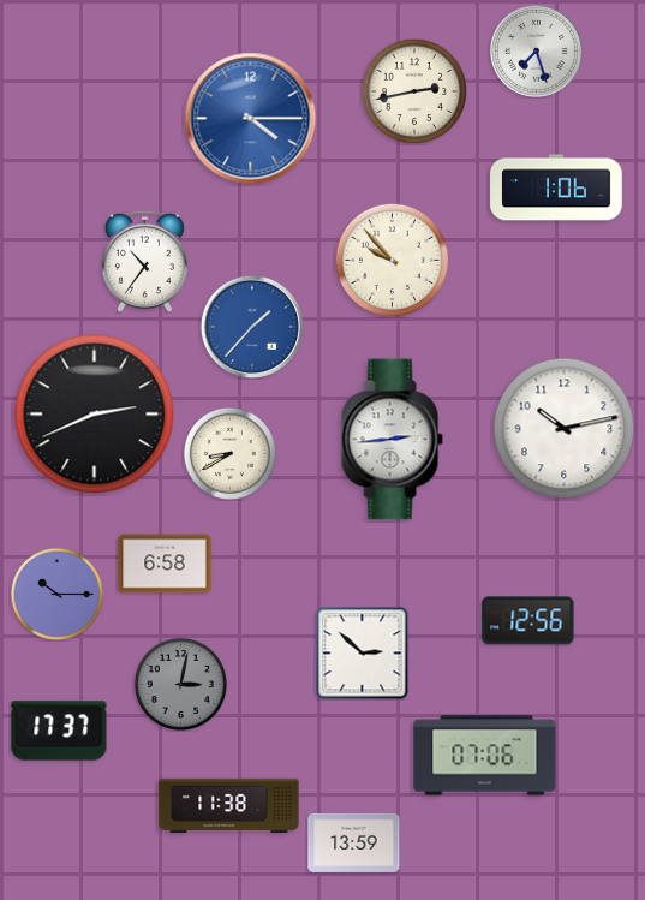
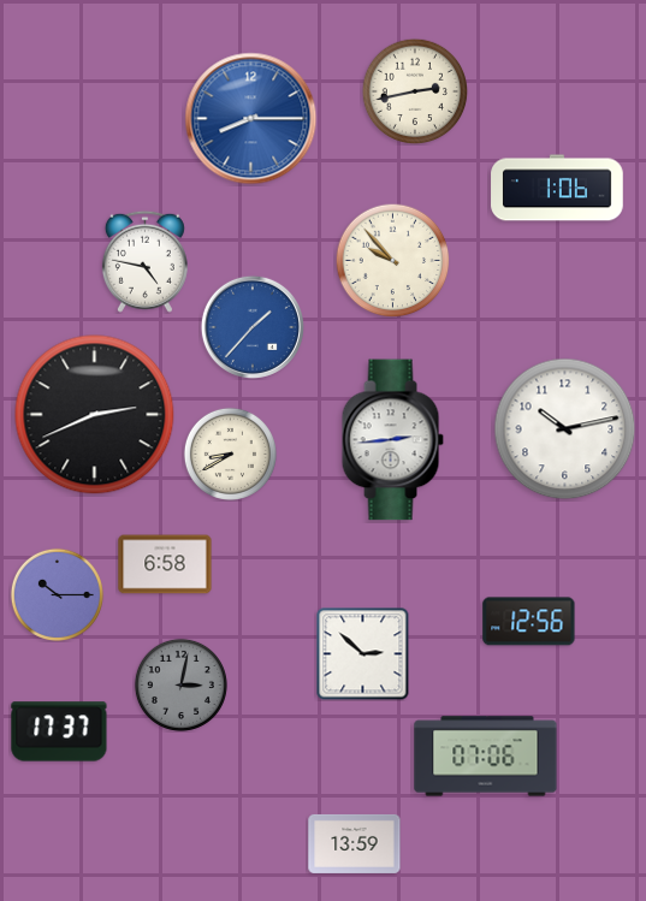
clock at (537, 52): 7:27 -> none
clock at (251, 119): 4:15 -> 8:15
clock at (144, 261): 10:36 -> 4:47
clock at (229, 806): 11:38 -> none
